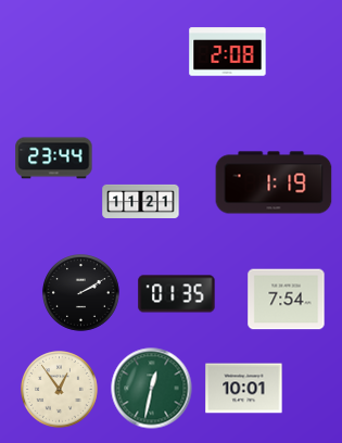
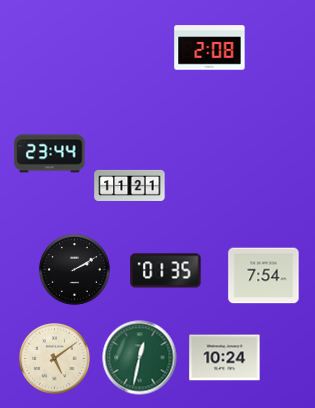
clock at (54, 159) position: (54, 159) -> (50, 154)
clock at (274, 182): 1:19 -> none
clock at (177, 294) position: (177, 294) -> (166, 271)
clock at (244, 389): 10:01 -> 10:24
clock at (60, 390): 12:54 -> 5:09
